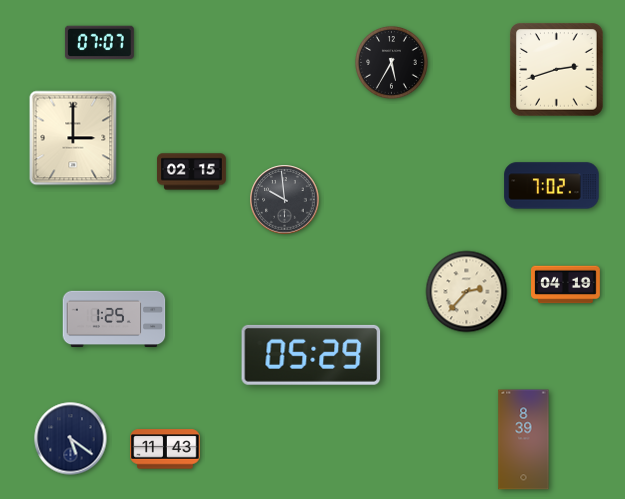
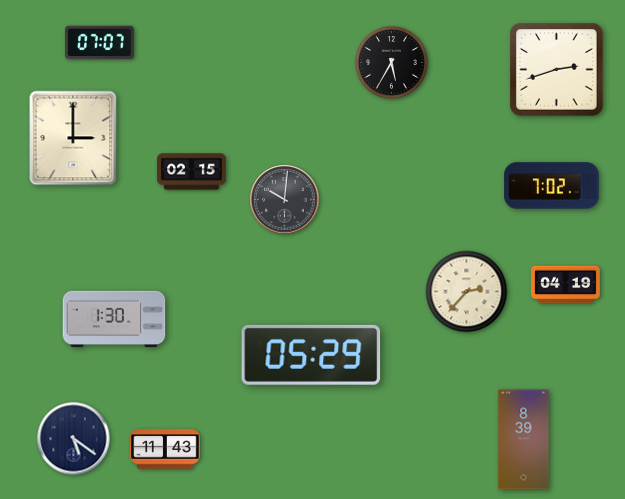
clock at (285, 200): 9:59 -> 10:01
clock at (114, 319): 1:25 -> 1:30
clock at (71, 439) position: (71, 439) -> (74, 439)
